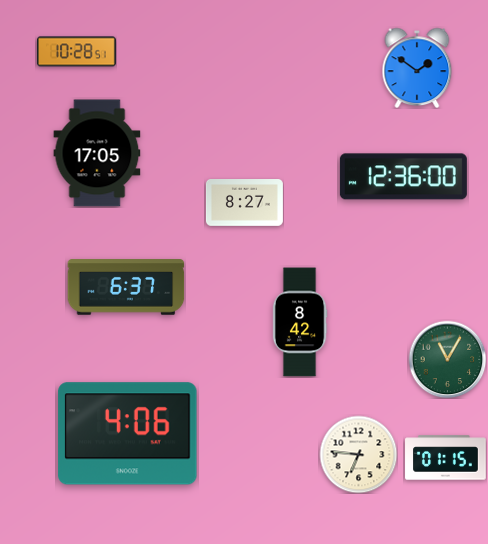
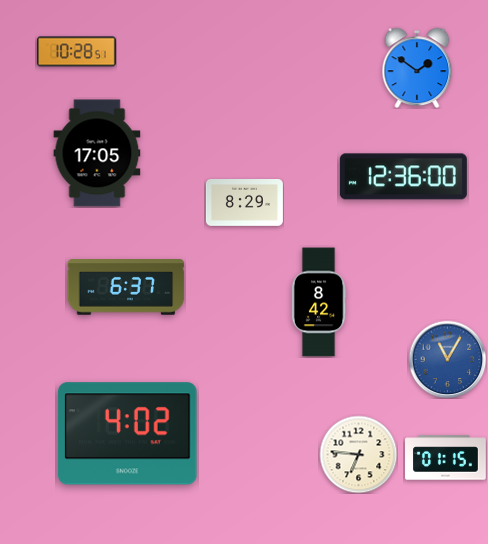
clock at (244, 203): 8:27 -> 8:29
clock at (300, 322) position: (300, 322) -> (319, 302)
clock at (447, 359) dial: green -> blue
clock at (128, 434): 4:06 -> 4:02
